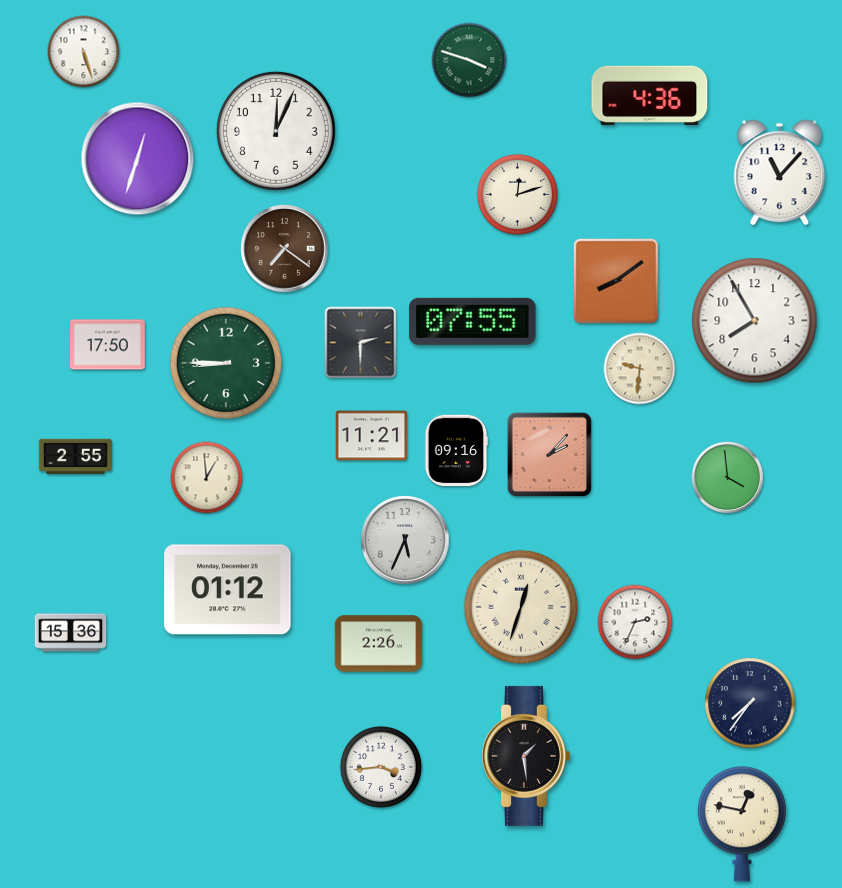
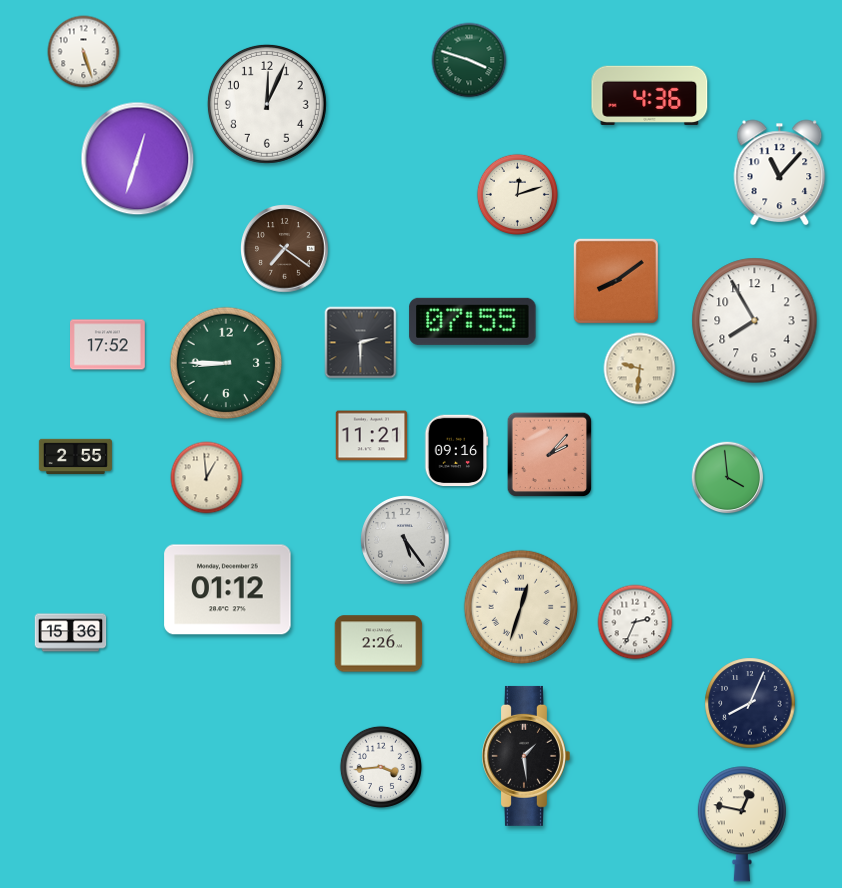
clock at (276, 131) position: (276, 131) -> (267, 104)
clock at (108, 345): 17:50 -> 17:52
clock at (405, 540): 5:34 -> 5:24
clock at (750, 703): 7:36 -> 8:04
